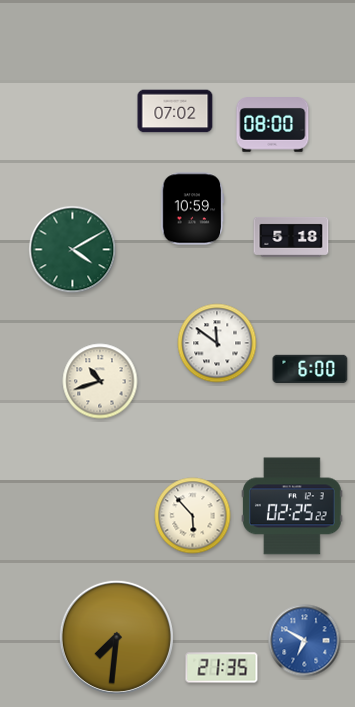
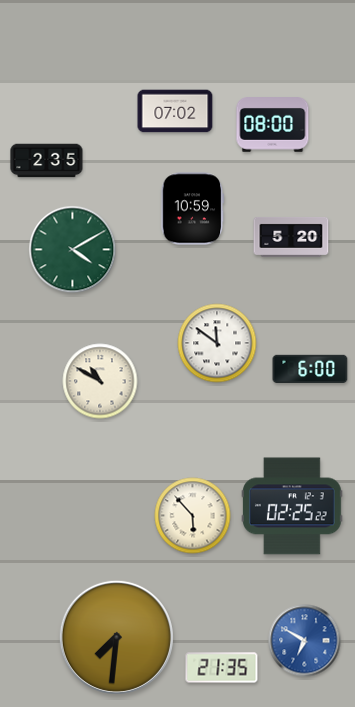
clock at (47, 161): none -> 2:35
clock at (291, 237): 5:18 -> 5:20
clock at (100, 381): 10:42 -> 10:50
